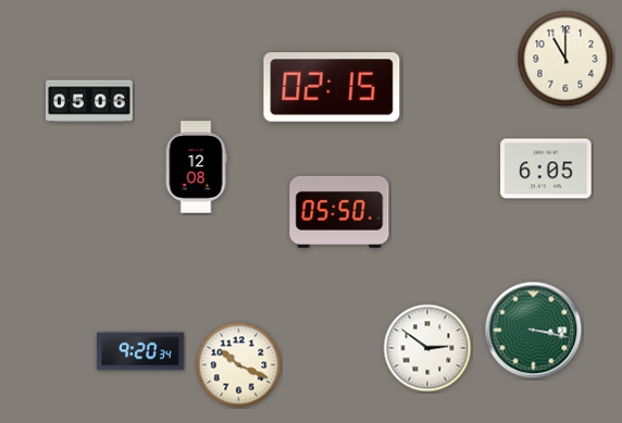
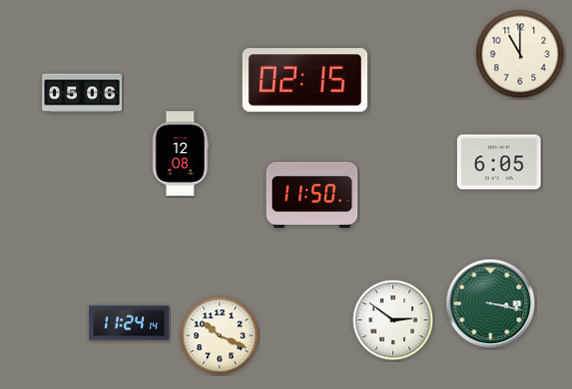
clock at (546, 169) position: (546, 169) -> (499, 162)
clock at (339, 212): 05:50 -> 11:50
clock at (141, 351): 9:20 -> 11:24
